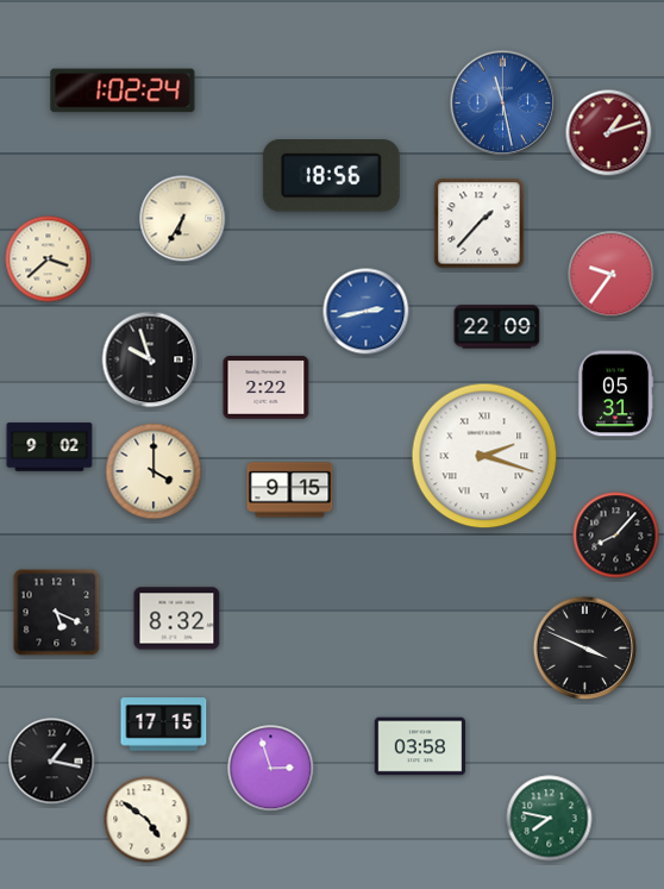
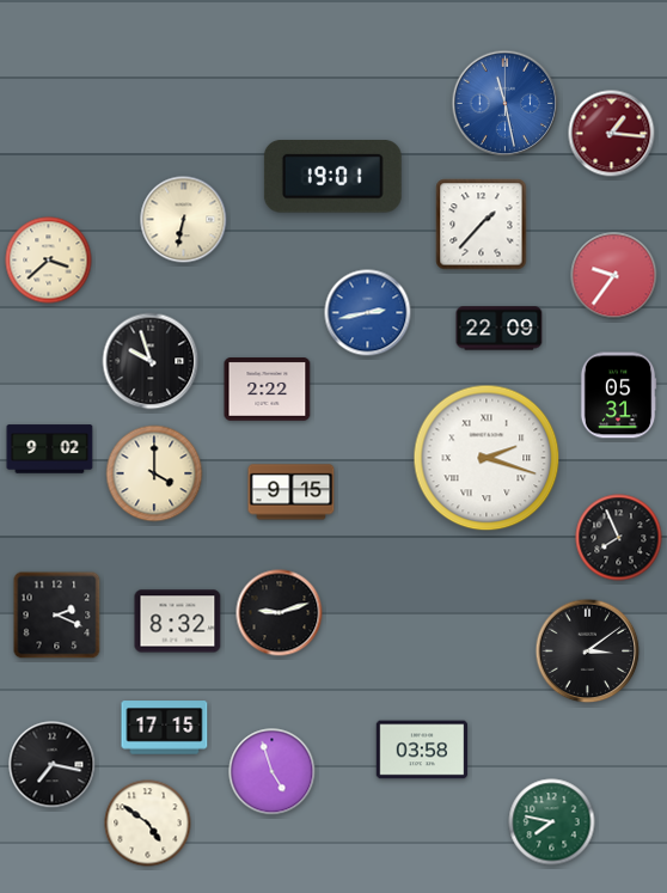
clock at (123, 90): 1:02 -> none
clock at (609, 133): 1:12 -> 1:16
clock at (331, 176): 18:56 -> 19:01
clock at (183, 219): 6:35 -> 6:32
clock at (616, 536): 8:07 -> 7:56
clock at (280, 613): none -> 9:12
clock at (57, 613): 5:19 -> 2:19
clock at (585, 649): 3:49 -> 3:09
clock at (52, 762): 1:17 -> 7:17
clock at (271, 769): 2:57 -> 4:57
